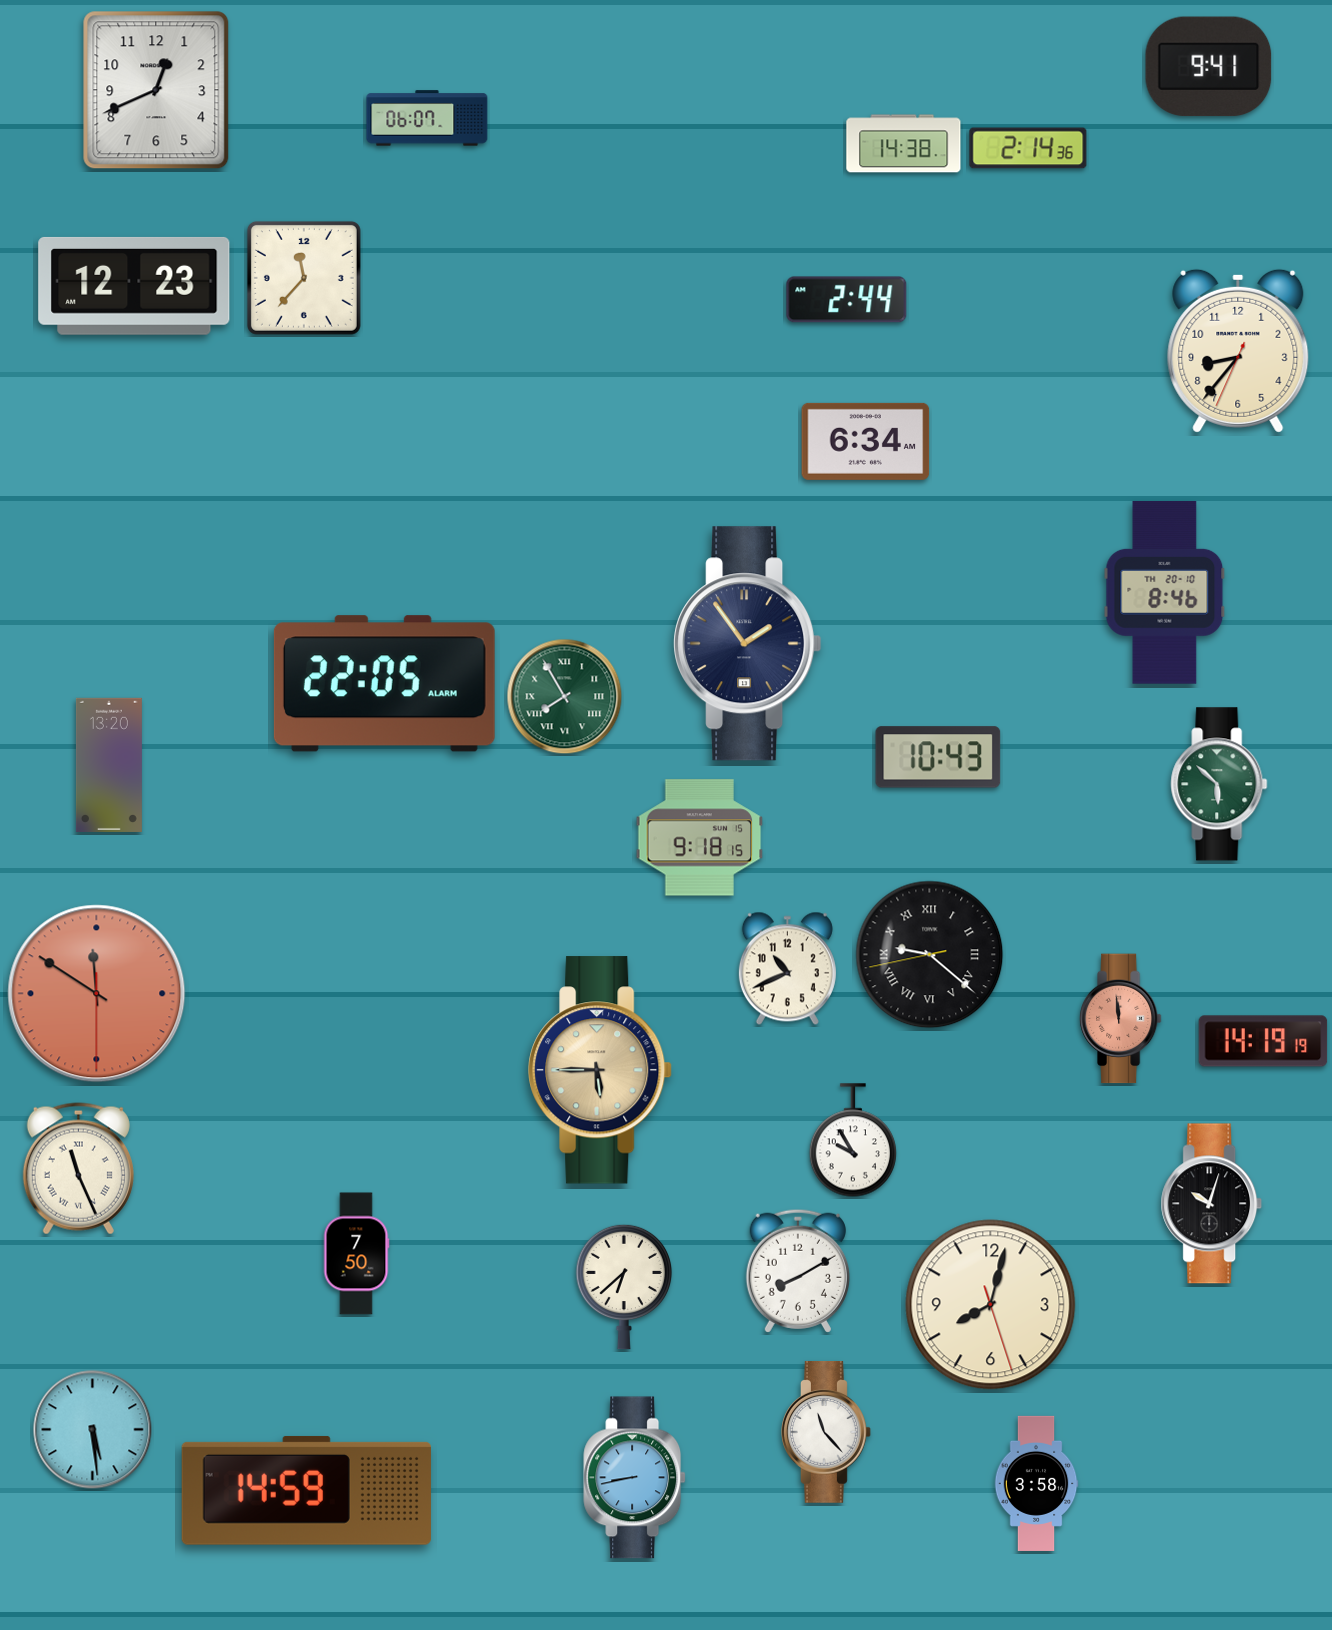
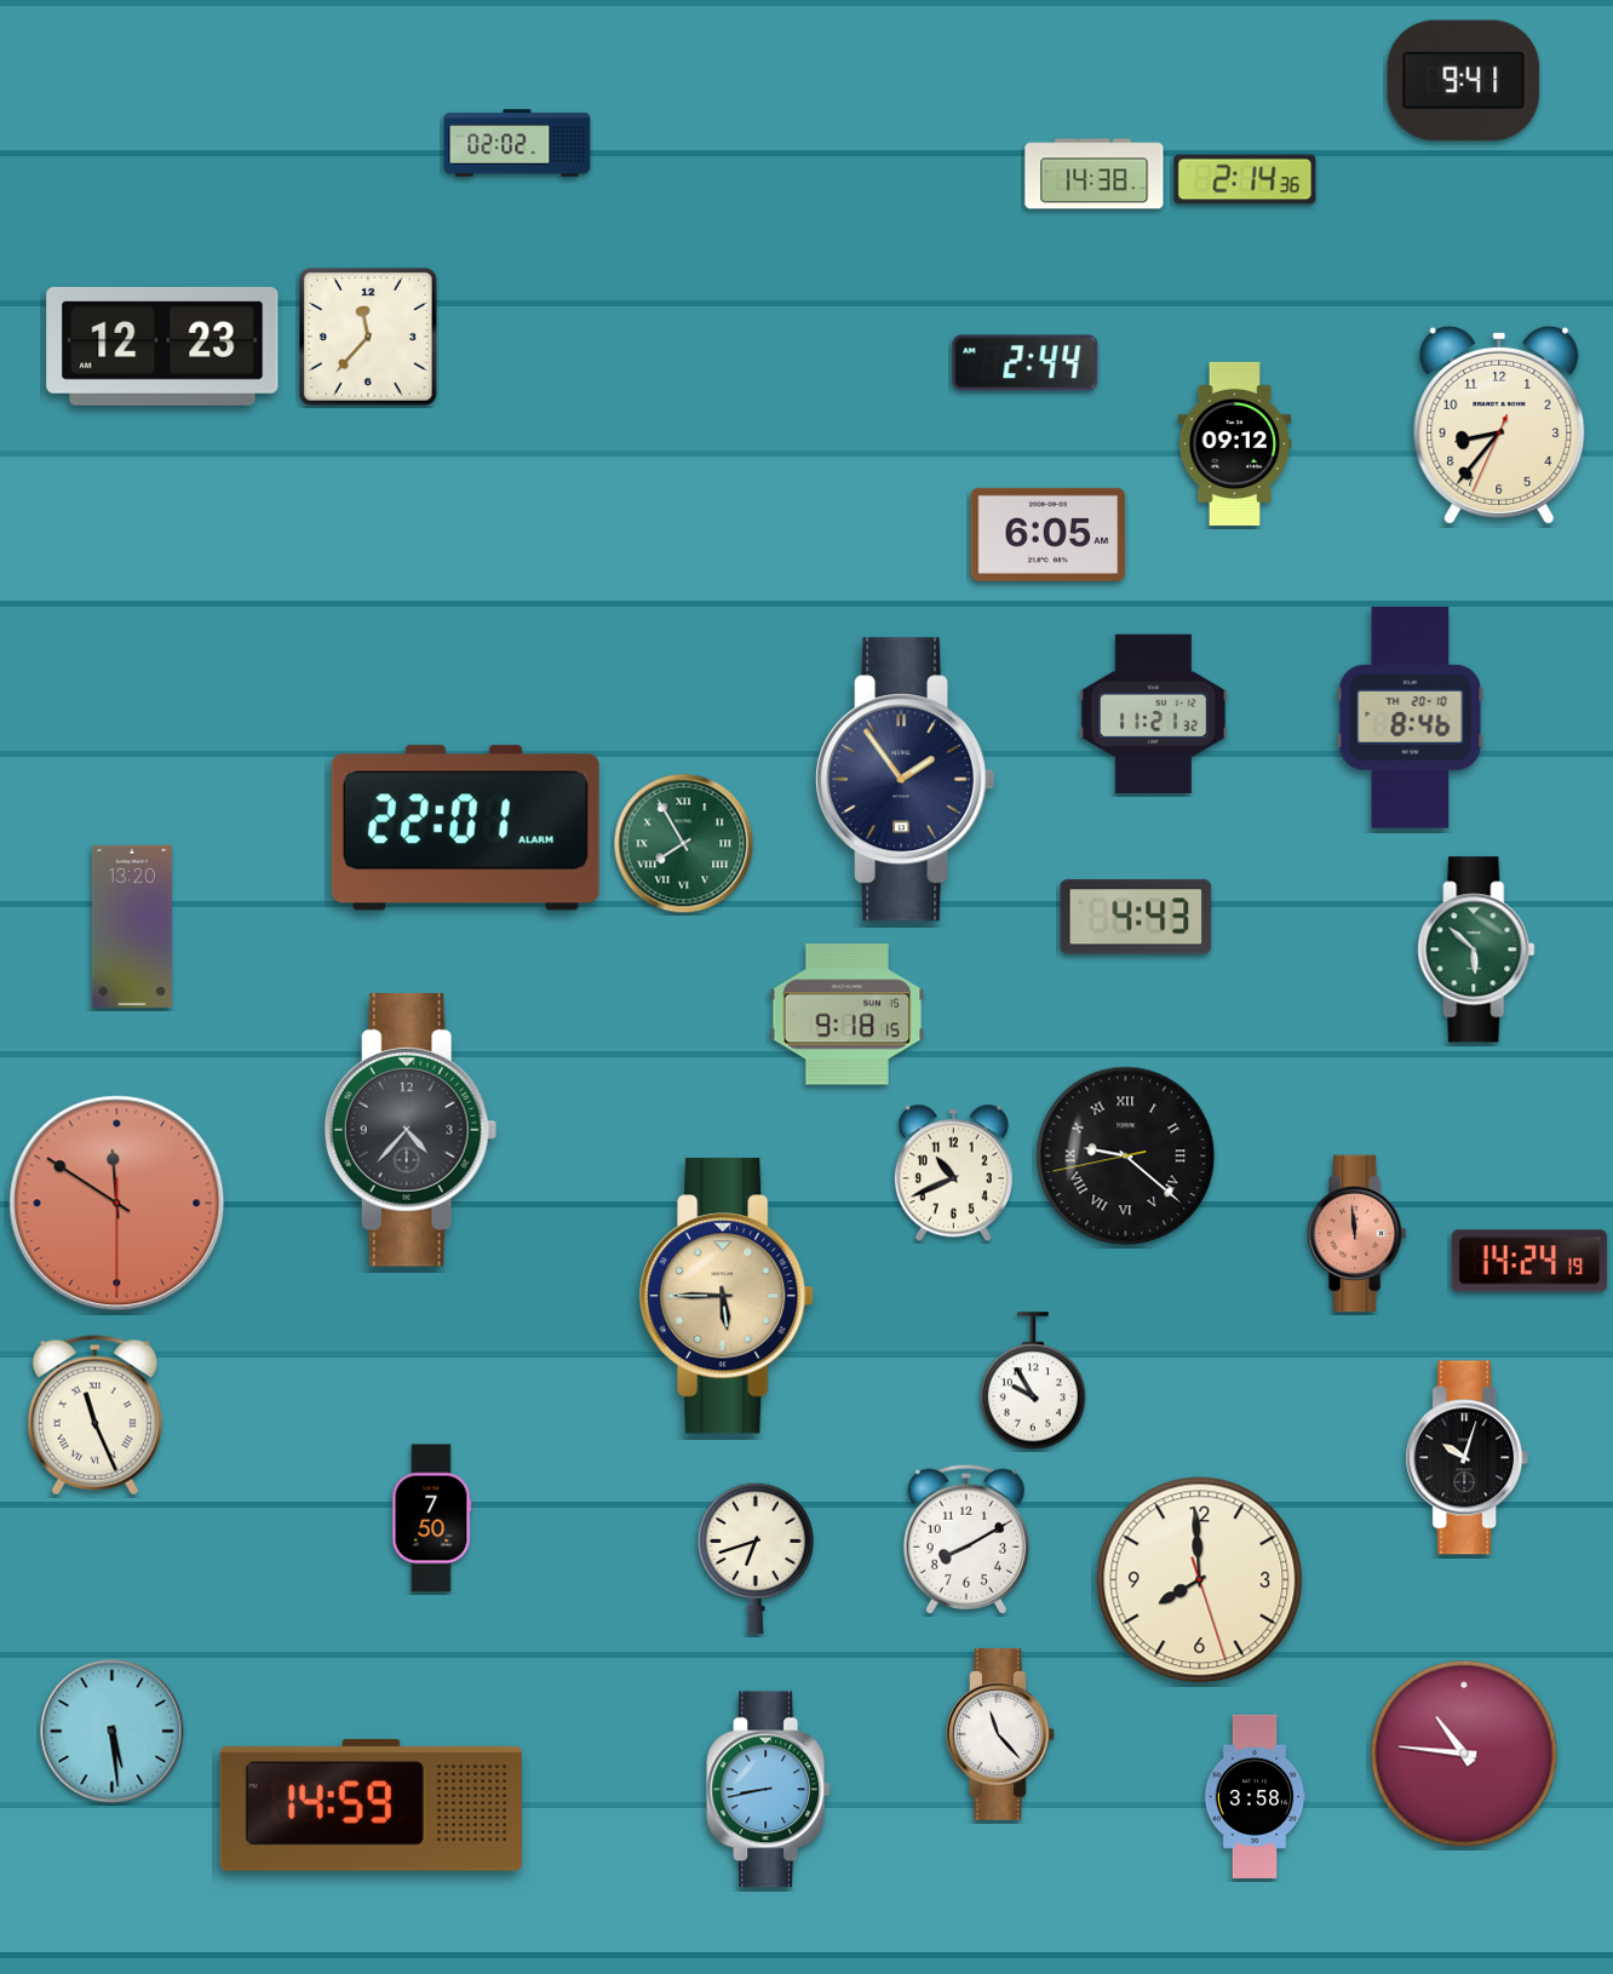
clock at (156, 90): 12:41 -> none
clock at (427, 118): 06:07 -> 02:02
clock at (1235, 443): none -> 09:12
clock at (866, 441): 6:34 -> 6:05
clock at (1154, 715): none -> 11:21
clock at (384, 684): 22:05 -> 22:01
clock at (938, 757): 10:43 -> 4:43
clock at (411, 1130): none -> 4:37
clock at (1263, 1041): 14:19 -> 14:24
clock at (624, 1287): 6:38 -> 6:42
clock at (991, 1305): 8:02 -> 7:59
clock at (1464, 1754): none -> 10:46
